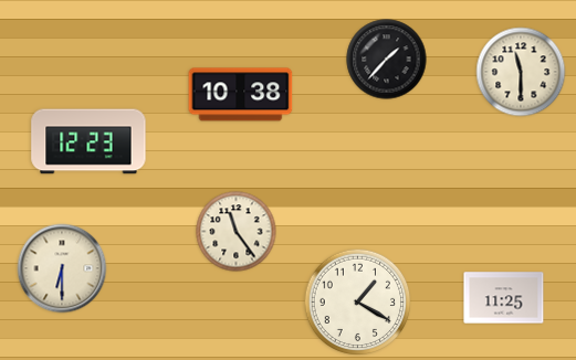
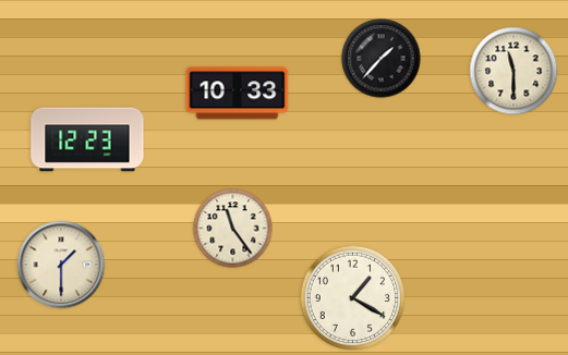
clock at (241, 95): 10:38 -> 10:33
clock at (62, 268): 6:30 -> 1:30
clock at (504, 298): 11:25 -> none
